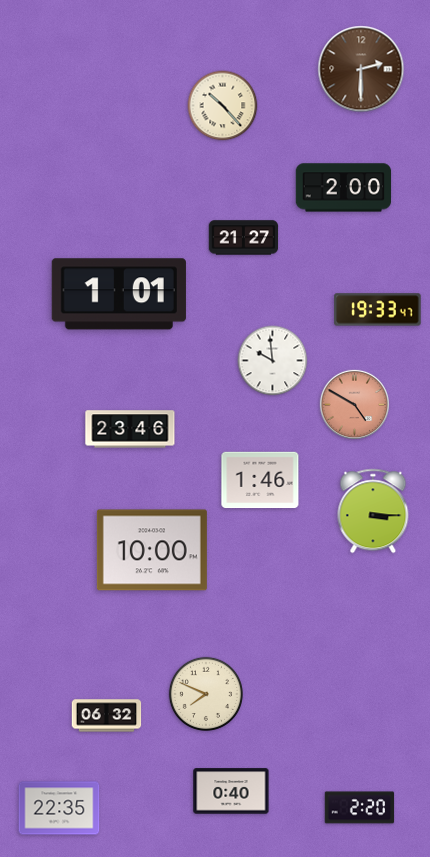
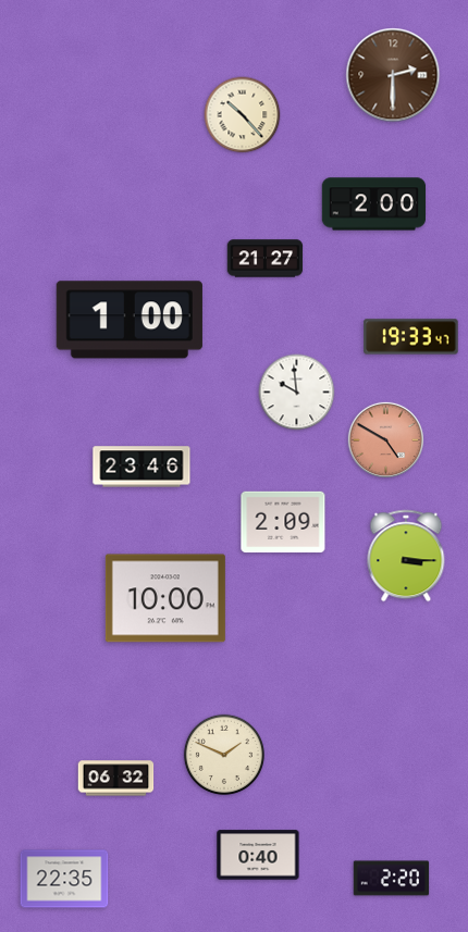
clock at (119, 294): 1:01 -> 1:00
clock at (260, 480): 1:46 -> 2:09
clock at (205, 693): 7:49 -> 1:49
clock at (231, 791) position: (231, 791) -> (258, 855)
